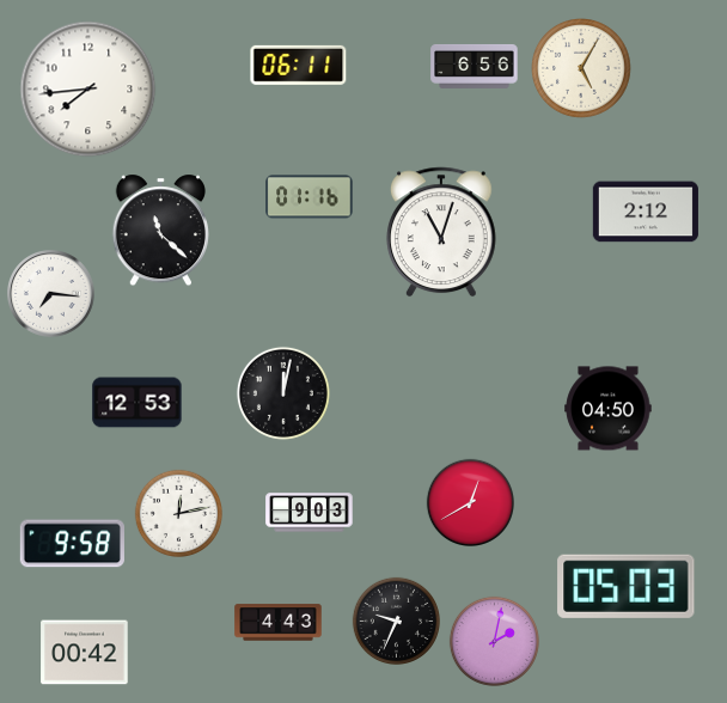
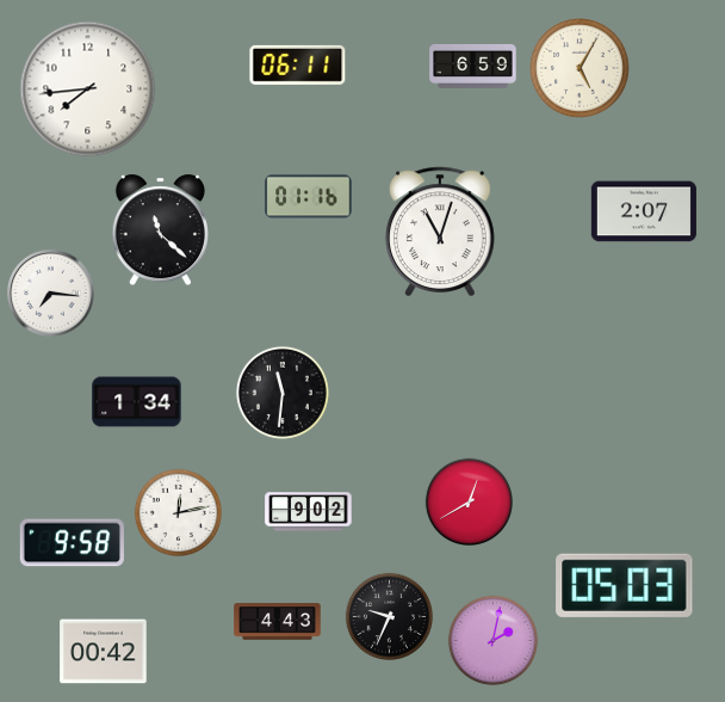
clock at (475, 66): 6:56 -> 6:59
clock at (646, 212): 2:12 -> 2:07
clock at (283, 393): 12:02 -> 11:31
clock at (138, 403): 12:53 -> 1:34
clock at (609, 409): 04:50 -> none
clock at (310, 513): 9:03 -> 9:02
clock at (396, 621) position: (396, 621) -> (389, 616)
clock at (85, 653) position: (85, 653) -> (104, 652)
